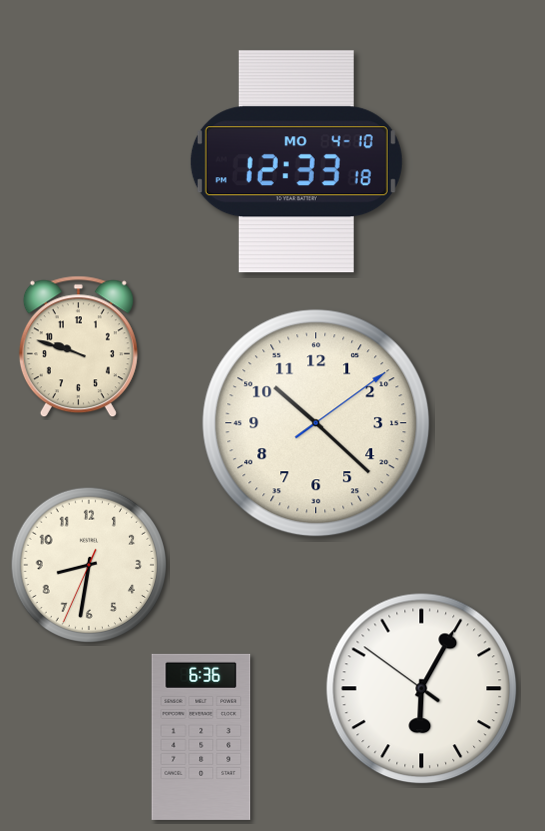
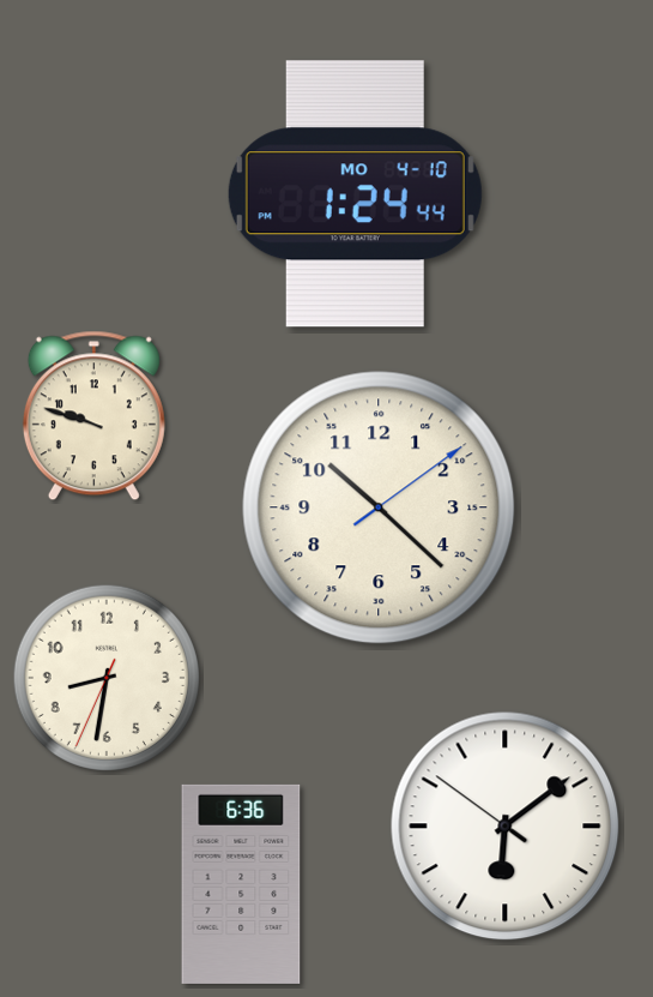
clock at (296, 162): 12:33 -> 1:24
clock at (422, 689): 6:04 -> 6:08
